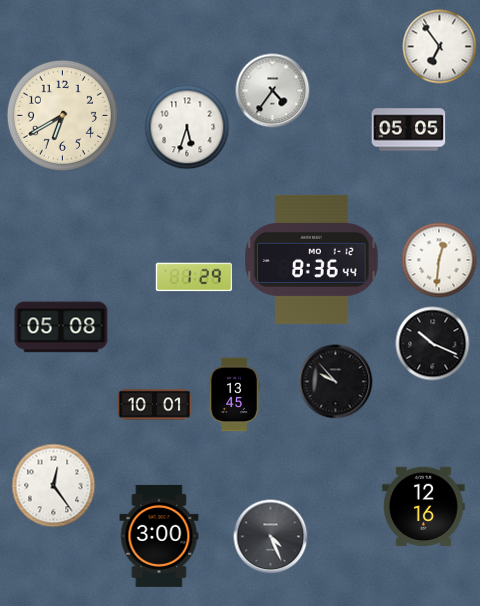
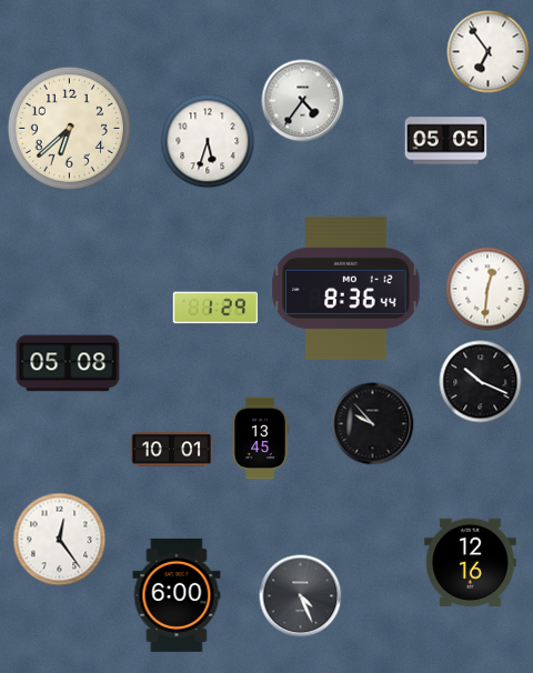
clock at (62, 115): 6:40 -> 6:38
clock at (409, 130) position: (409, 130) -> (446, 141)
clock at (159, 536): 3:00 -> 6:00
